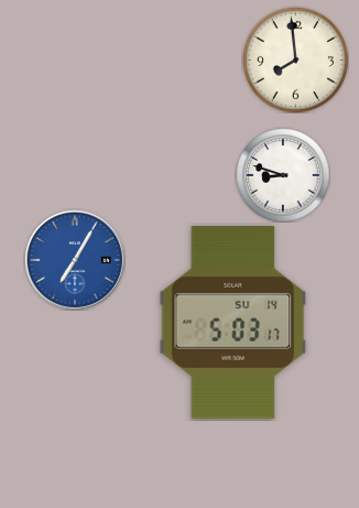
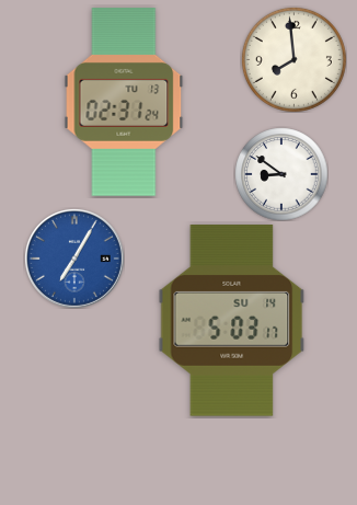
clock at (124, 102): none -> 02:31
clock at (283, 175): 8:48 -> 8:51
